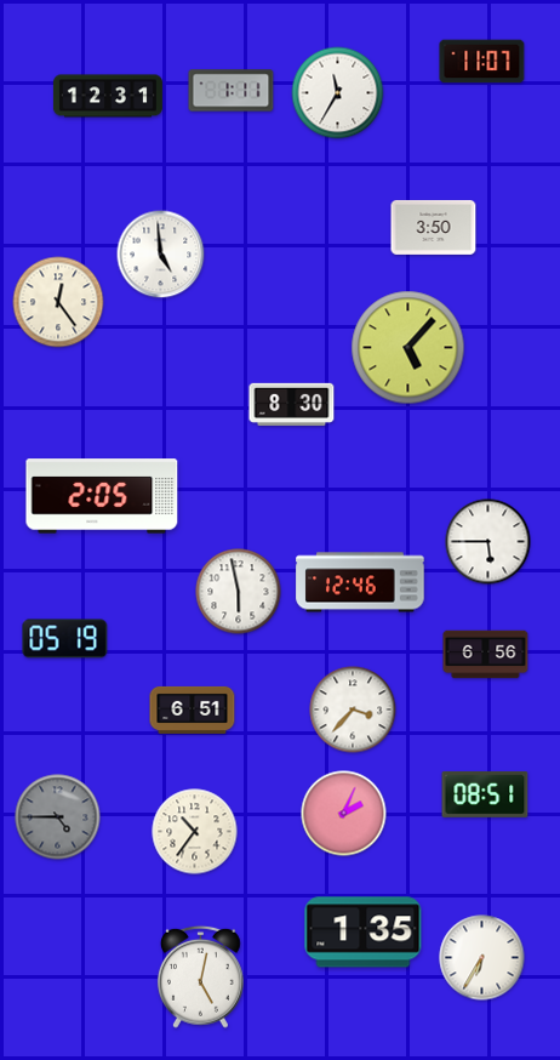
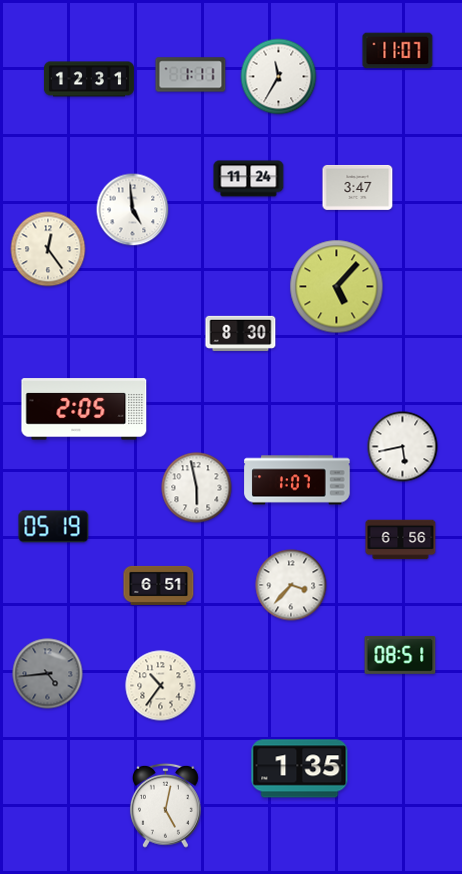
clock at (249, 179): none -> 11:24
clock at (434, 227): 3:50 -> 3:47
clock at (488, 542): 5:45 -> 5:43
clock at (360, 582): 12:46 -> 1:07
clock at (344, 814): 2:04 -> none
clock at (58, 817): 4:45 -> 4:44
clock at (482, 958): 6:35 -> none
